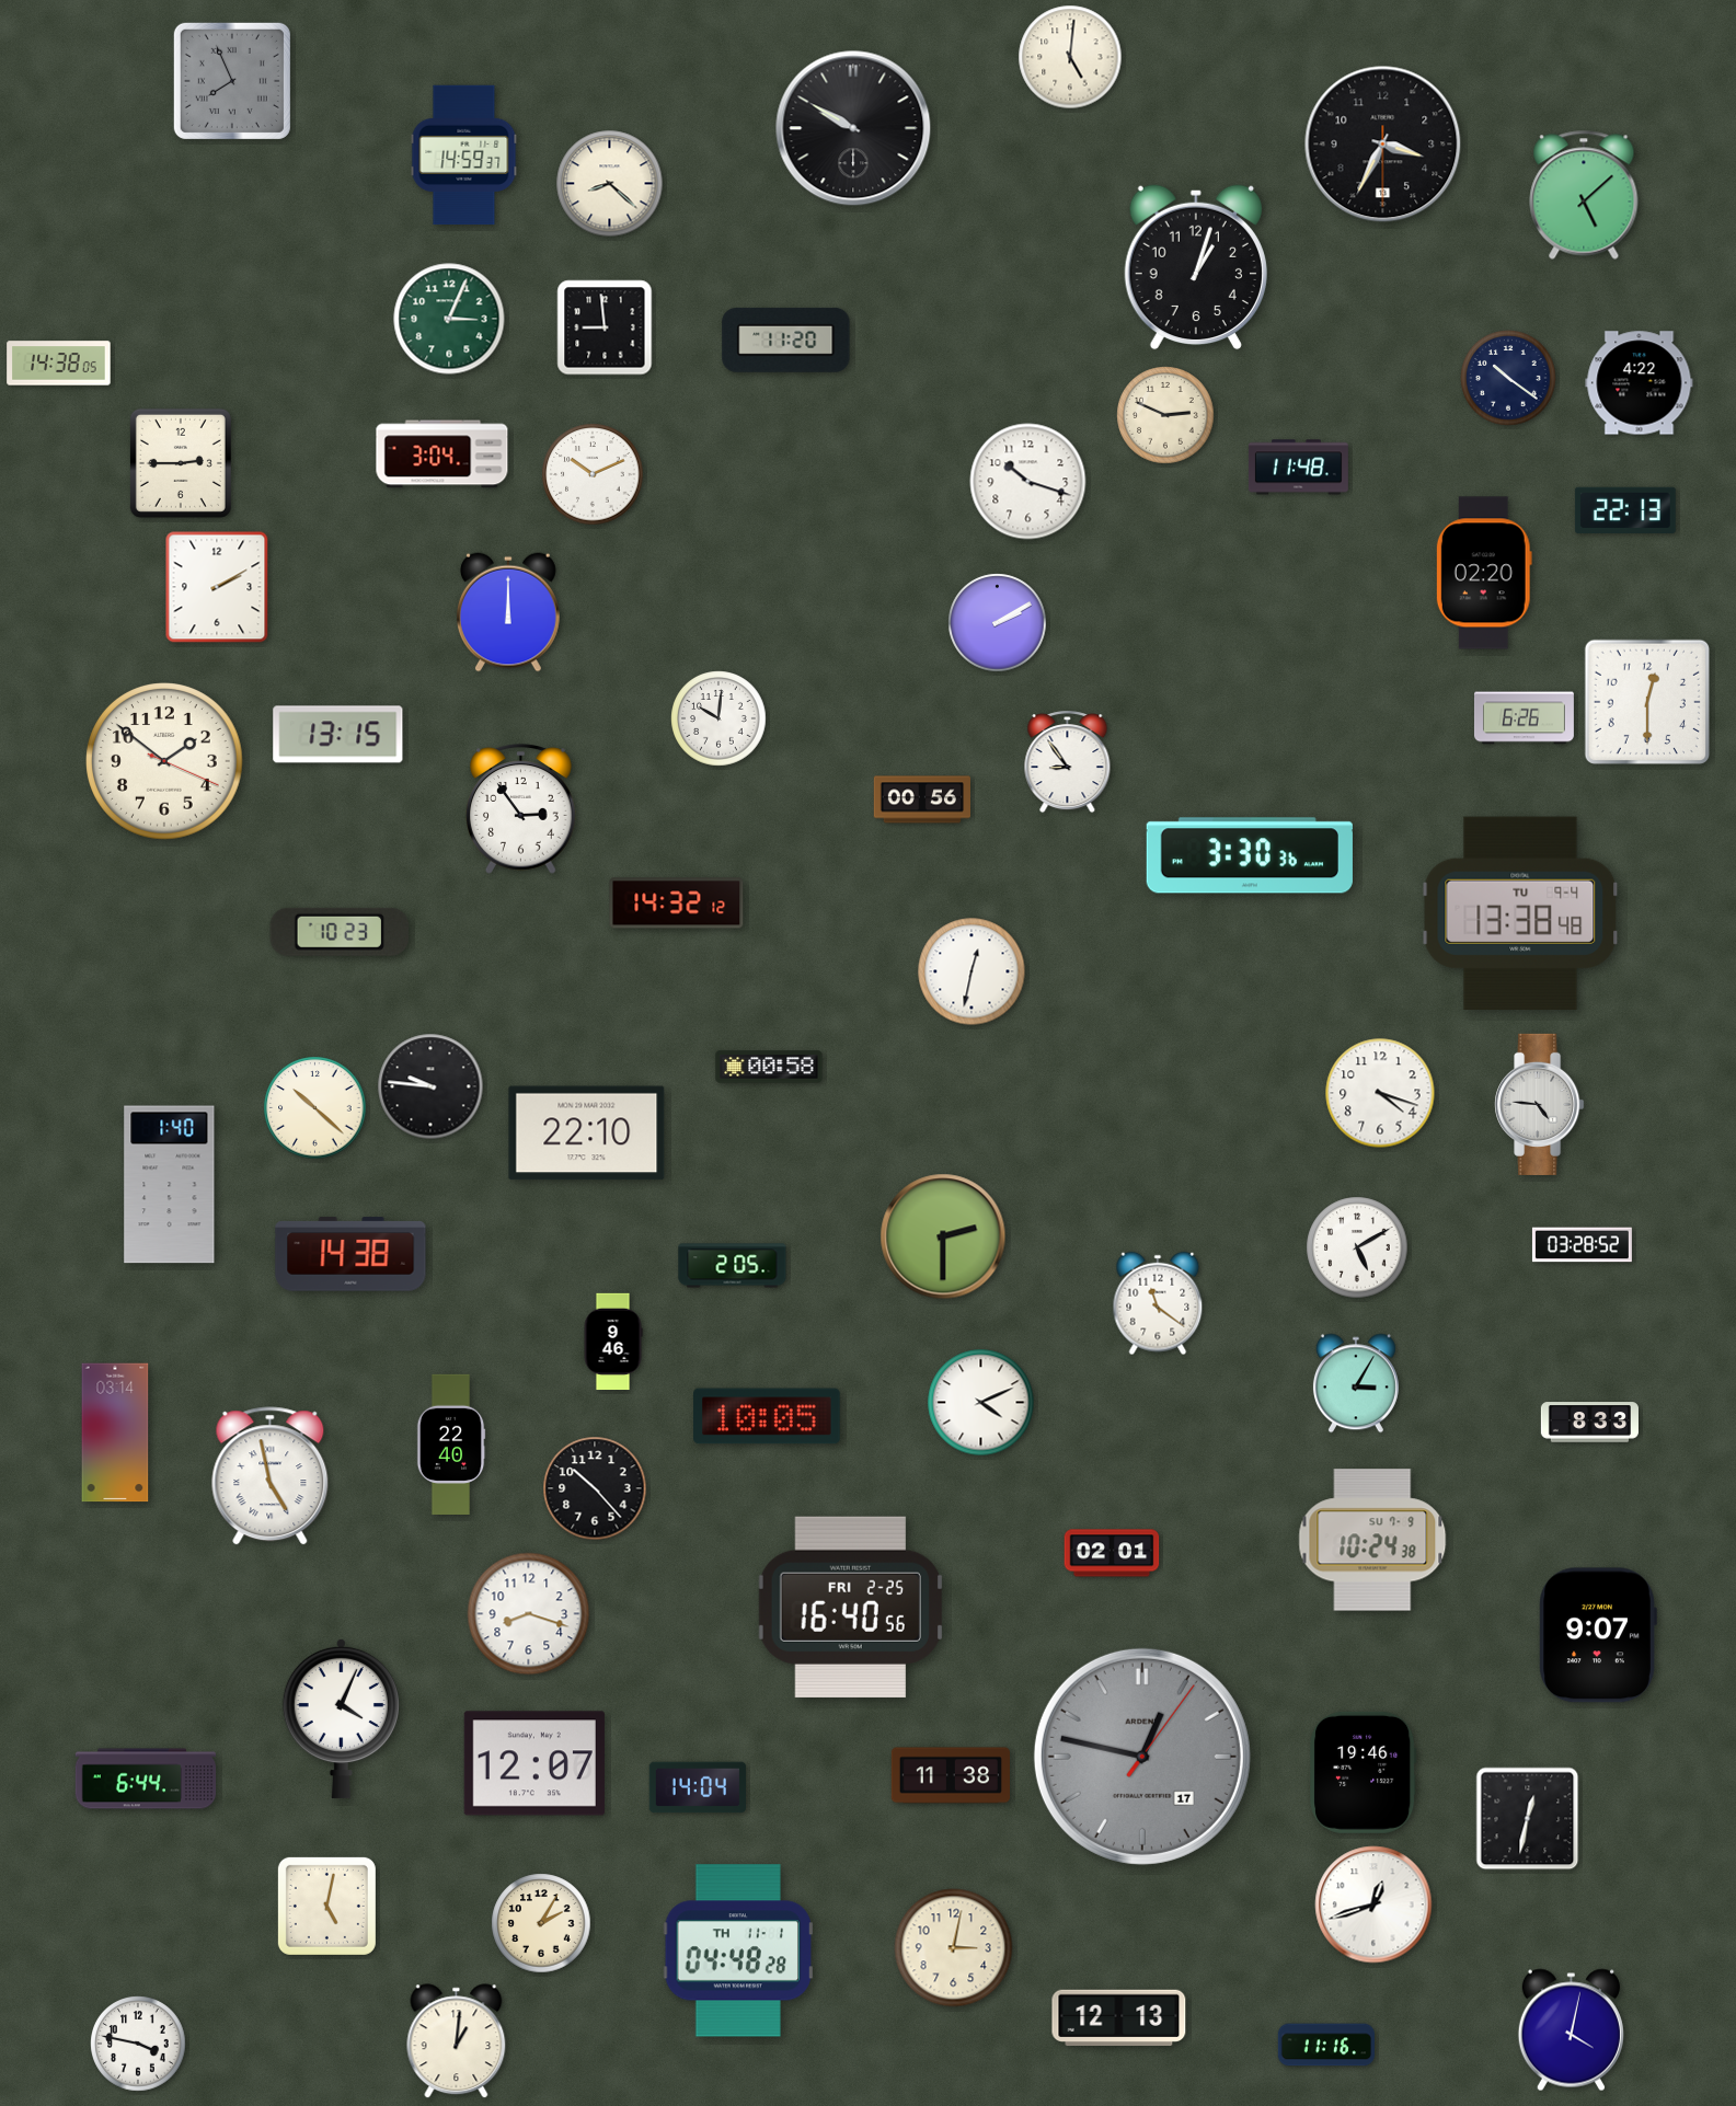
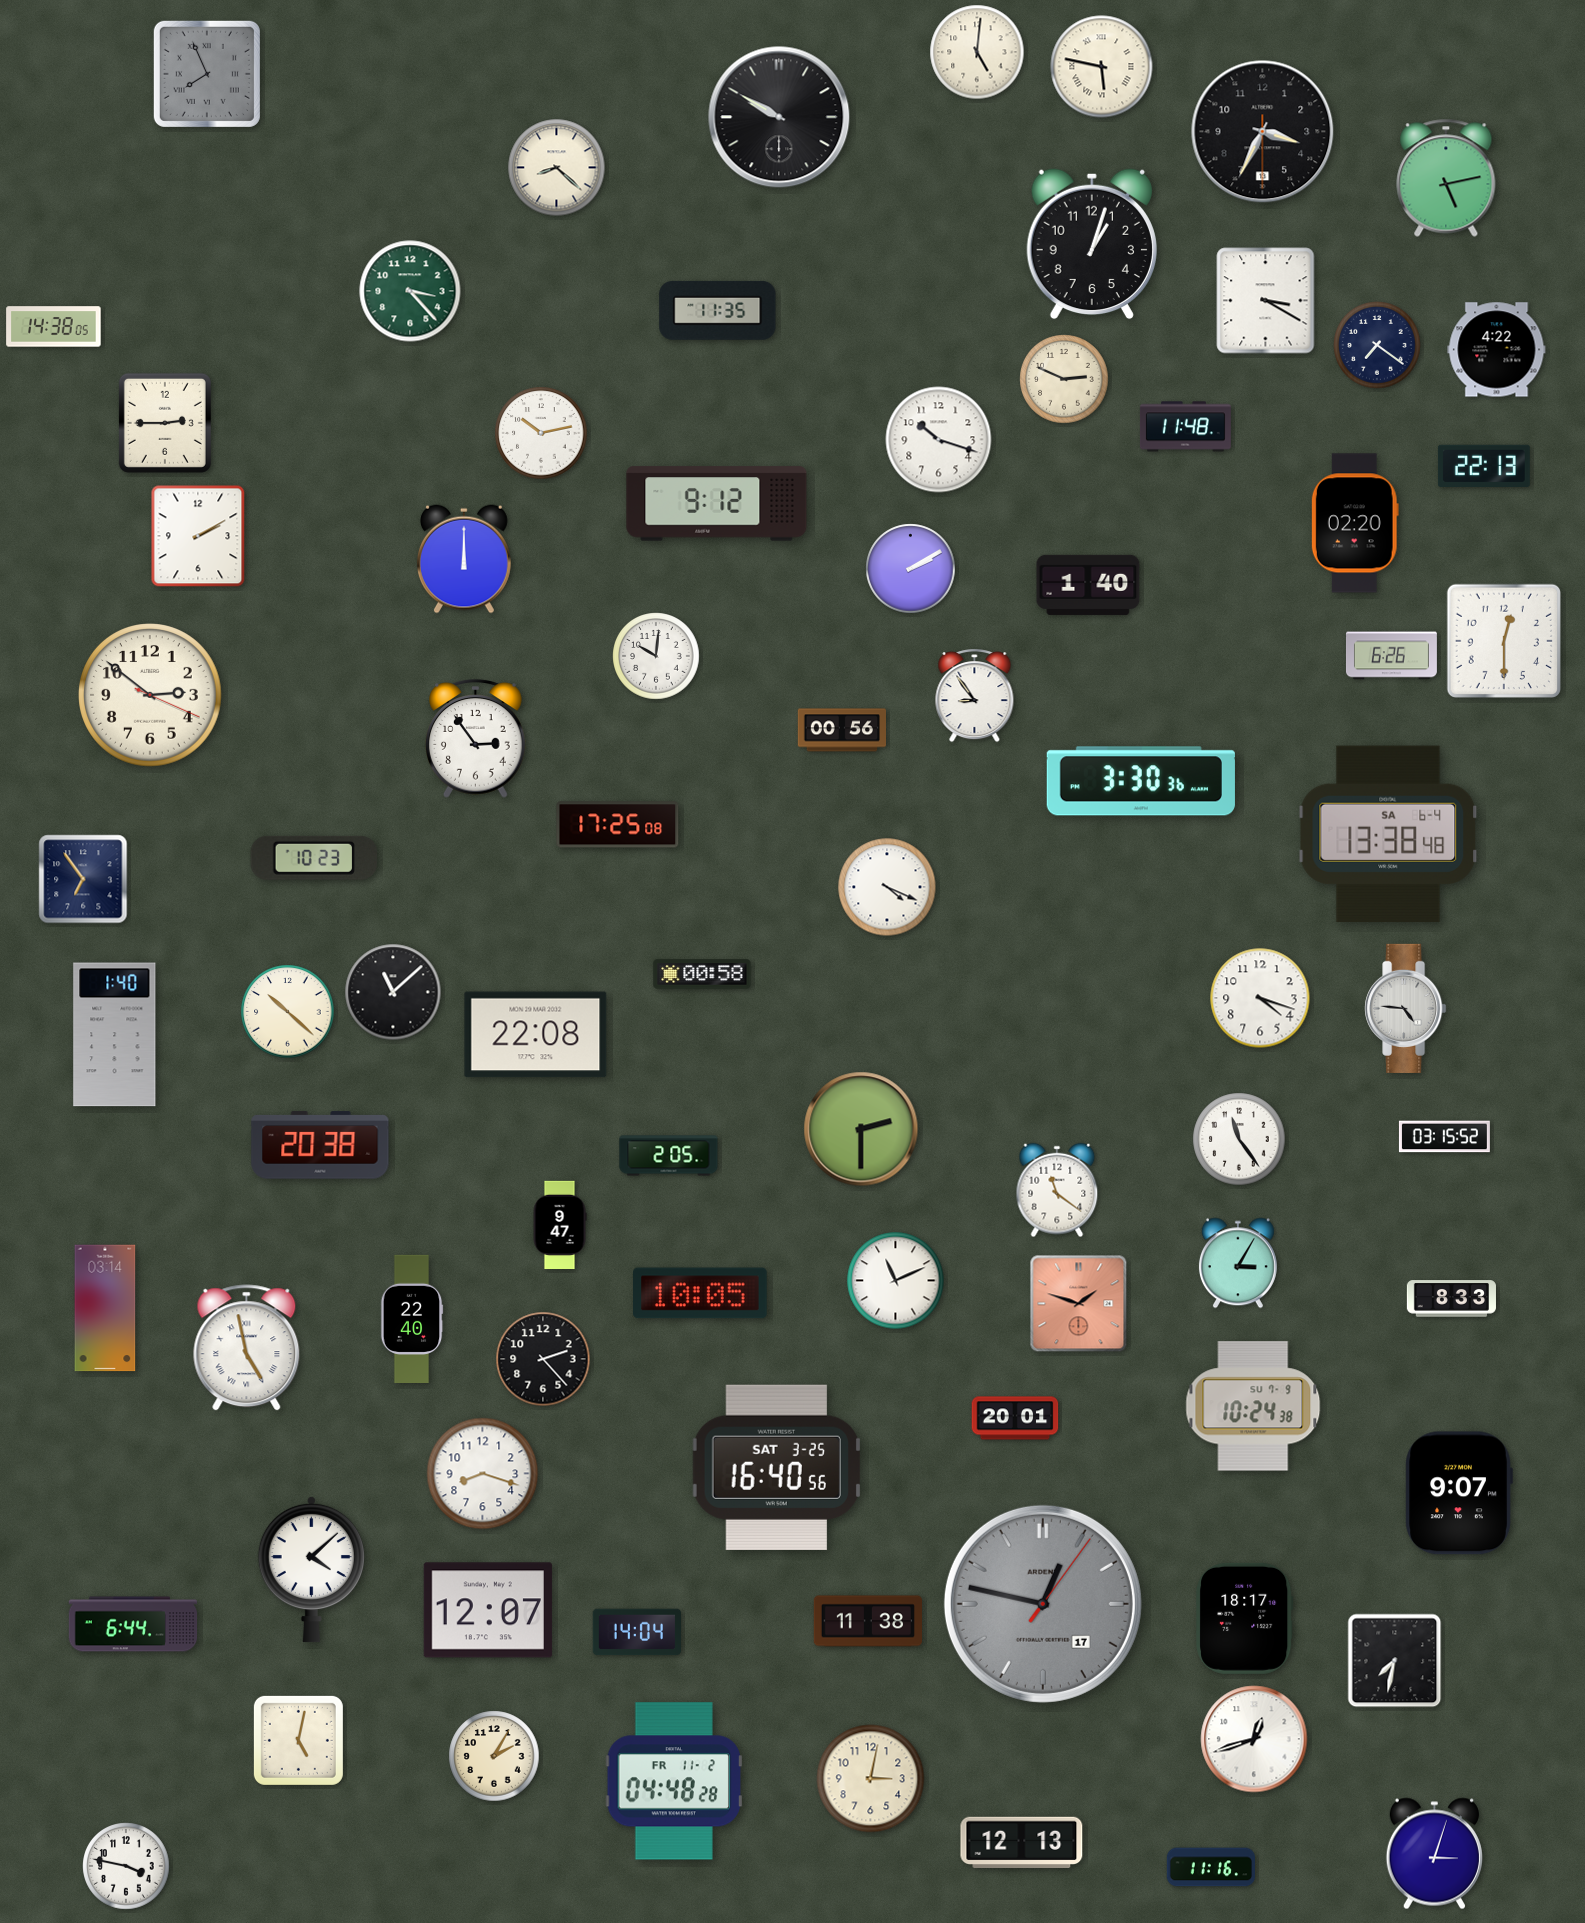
clock at (1102, 67): none -> 5:47
clock at (232, 81) position: (232, 81) -> (207, 74)
clock at (464, 156): 14:59 -> none
clock at (1584, 195): 5:08 -> 5:13
clock at (449, 319): 3:04 -> 3:23
clock at (605, 327): 8:59 -> none
clock at (1266, 301): none -> 3:20
clock at (786, 340): 11:20 -> 11:35
clock at (59, 364) position: (59, 364) -> (54, 327)
clock at (1508, 378): 10:21 -> 7:21
clock at (442, 454): 3:04 -> none
clock at (593, 474): 10:11 -> 10:13
clock at (717, 504): none -> 9:12
clock at (1088, 585): none -> 1:40
clock at (338, 735): 13:15 -> none
clock at (164, 761): 1:51 -> 2:51
clock at (677, 904): 14:32 -> 17:25
clock at (1520, 912) date: TU 9-4 -> SA 6-4
clock at (338, 932) position: (338, 932) -> (313, 858)
clock at (83, 879): none -> 6:54
clock at (972, 971): 12:32 -> 4:19
clock at (430, 1086): 9:46 -> 11:08
clock at (587, 1133): 22:10 -> 22:08
clock at (170, 1185) position: (170, 1185) -> (115, 1035)
clock at (1582, 1245): 03:28 -> 03:15
clock at (1357, 1247): 5:10 -> 11:24
clock at (350, 1254): 14:38 -> 20:38
clock at (613, 1342): 9:46 -> 9:47
clock at (981, 1403): 4:11 -> 11:11
clock at (1079, 1304): none -> 1:48
clock at (595, 1488): 10:23 -> 2:23
clock at (1112, 1553): 02:01 -> 20:01
clock at (850, 1607) date: FRI 2-25 -> SAT 3-25
clock at (341, 1718): 4:04 -> 4:08
clock at (1364, 1772): 19:46 -> 18:17
clock at (1528, 1819): 12:32 -> 7:32
clock at (737, 1950) date: TH 11-1 -> FR 11-2
clock at (1571, 2030): 4:02 -> 3:03
clock at (457, 2041): 1:01 -> none
